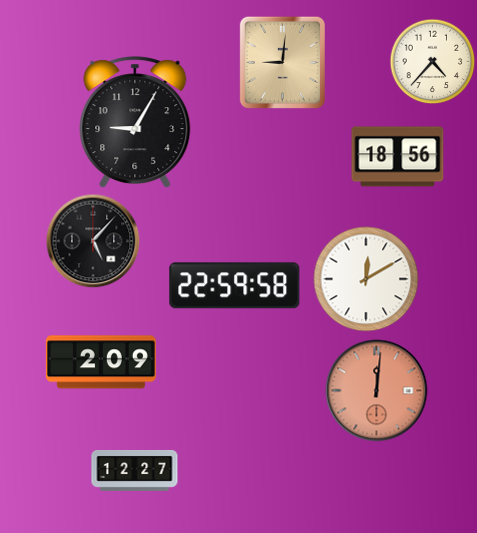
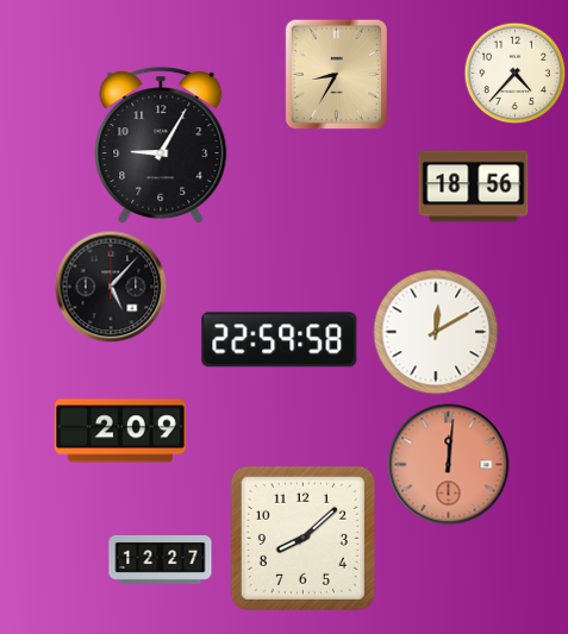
clock at (282, 62): 9:01 -> 8:35
clock at (302, 538): none -> 8:08
